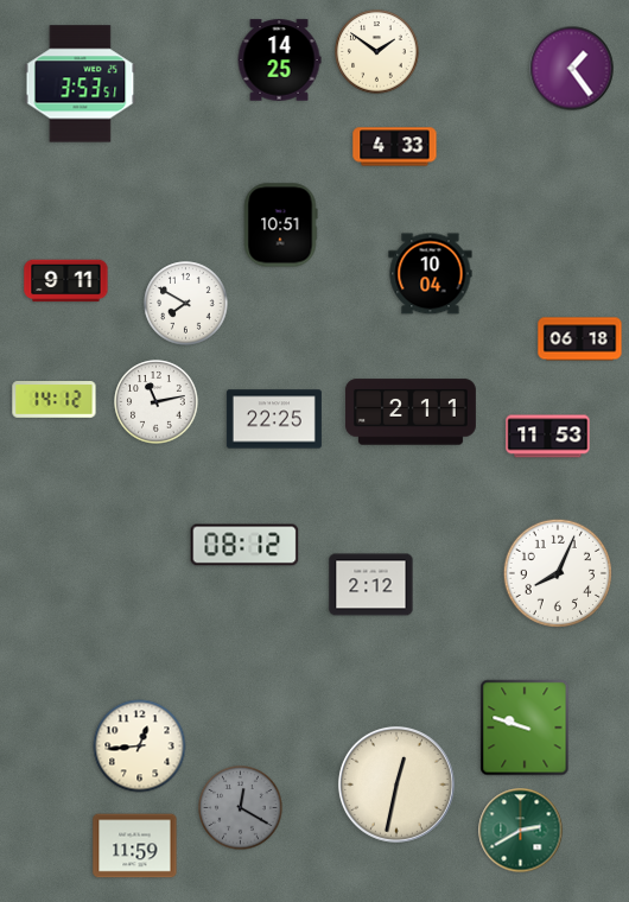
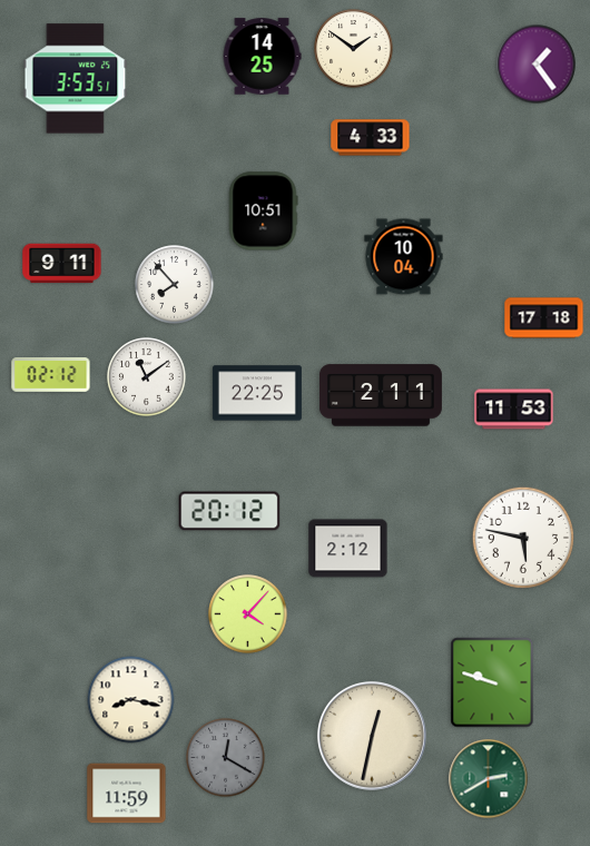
clock at (186, 304): 7:50 -> 7:53
clock at (580, 339): 06:18 -> 17:18
clock at (55, 400): 14:12 -> 02:12
clock at (157, 402): 11:13 -> 11:09
clock at (411, 412) position: (411, 412) -> (381, 395)
clock at (244, 545): 08:12 -> 20:12
clock at (557, 572): 8:04 -> 5:47
clock at (248, 614): none -> 4:07
clock at (140, 747): 12:44 -> 8:17
